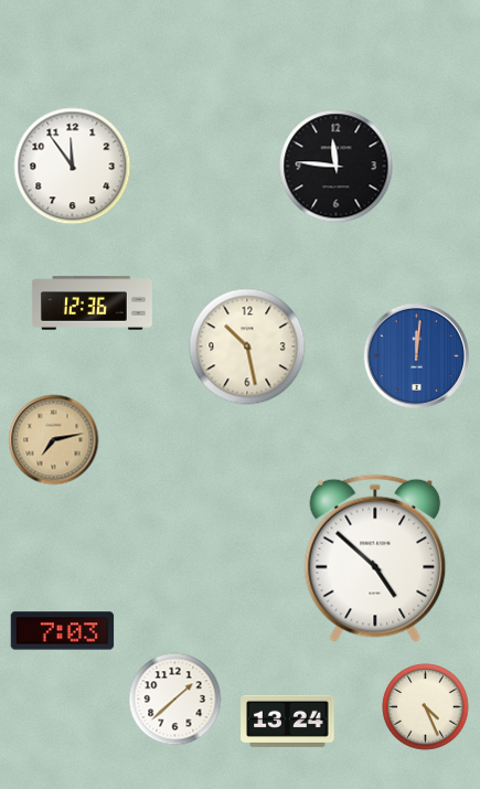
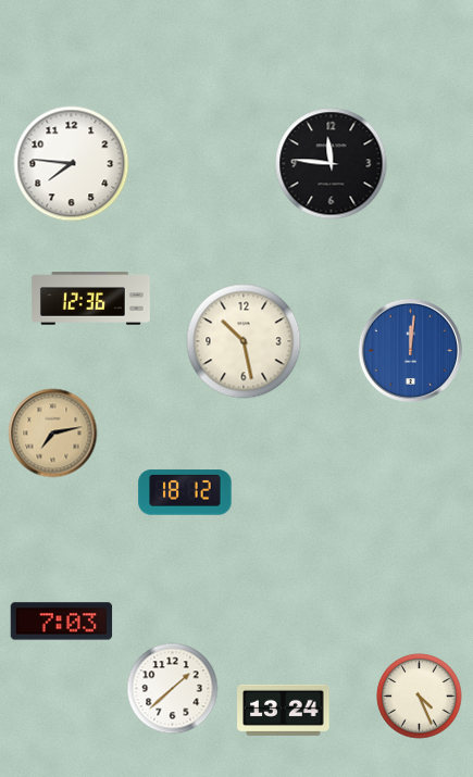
clock at (73, 167): 11:54 -> 7:46
clock at (185, 492): none -> 18:12
clock at (375, 558): 4:52 -> none
